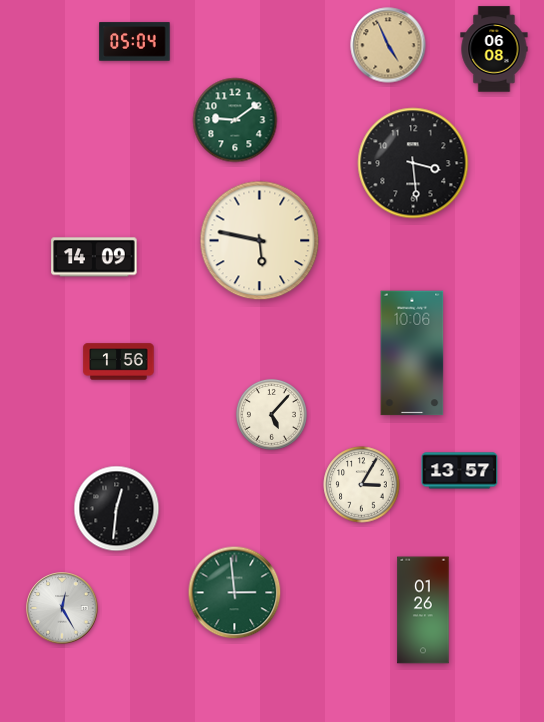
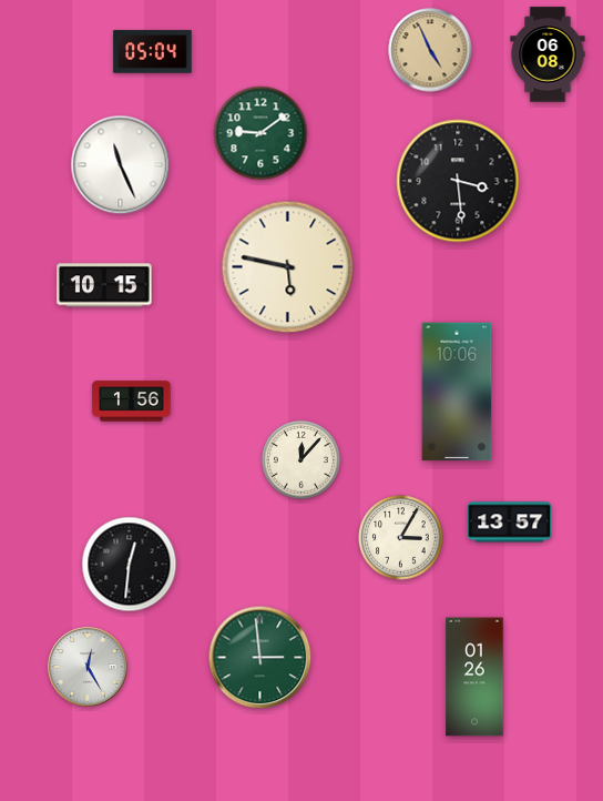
clock at (135, 42) position: (135, 42) -> (153, 52)
clock at (121, 165): none -> 11:26
clock at (94, 257): 14:09 -> 10:15
clock at (271, 414): 5:07 -> 12:07
clock at (62, 608) position: (62, 608) -> (88, 667)
clock at (423, 610) position: (423, 610) -> (474, 677)
